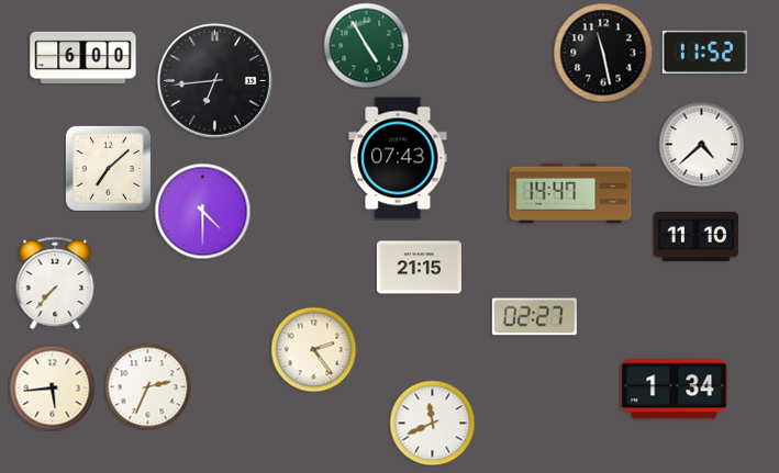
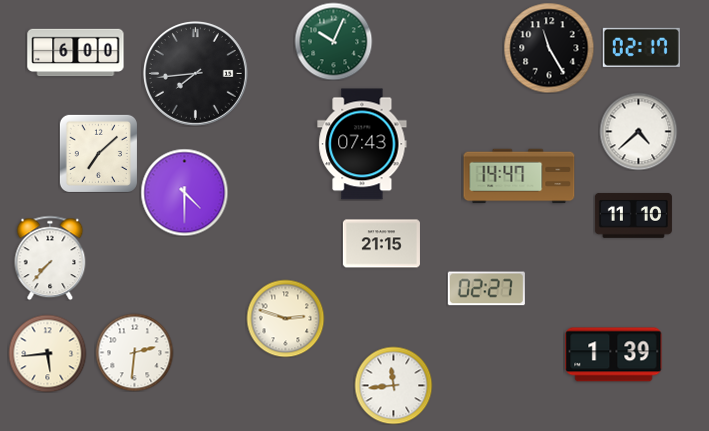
clock at (366, 45): 4:55 -> 10:04
clock at (704, 52): 11:52 -> 02:17
clock at (603, 53): 11:28 -> 11:25
clock at (214, 80): 6:44 -> 7:44
clock at (313, 349): 2:24 -> 2:48
clock at (147, 386): 2:34 -> 2:31
clock at (675, 390): 1:34 -> 1:39
clock at (432, 423): 11:41 -> 11:44
